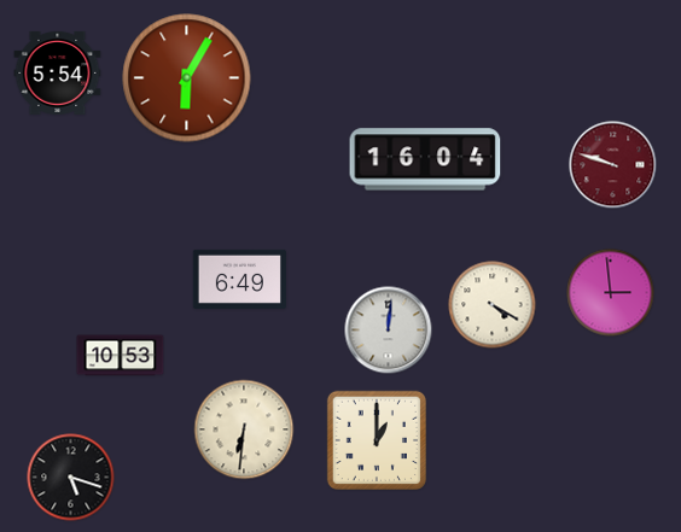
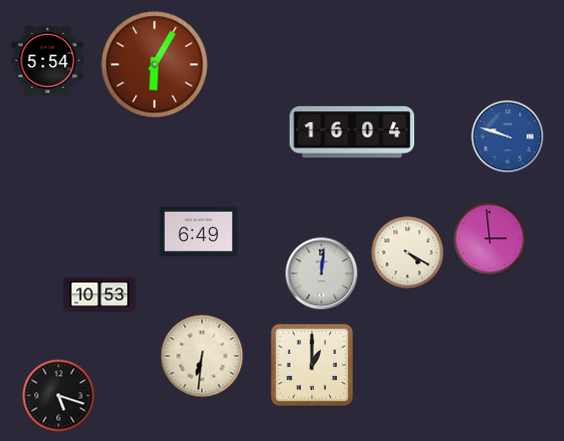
clock at (613, 165) dial: burgundy -> blue
clock at (611, 293) position: (611, 293) -> (490, 239)
